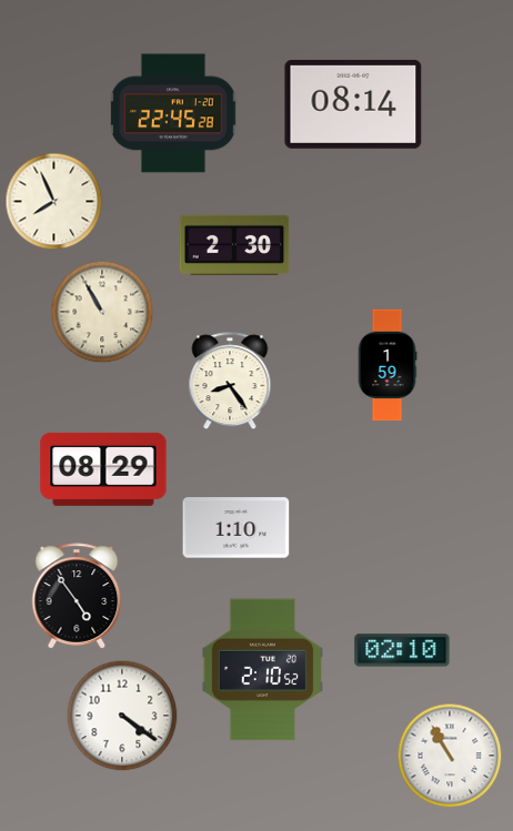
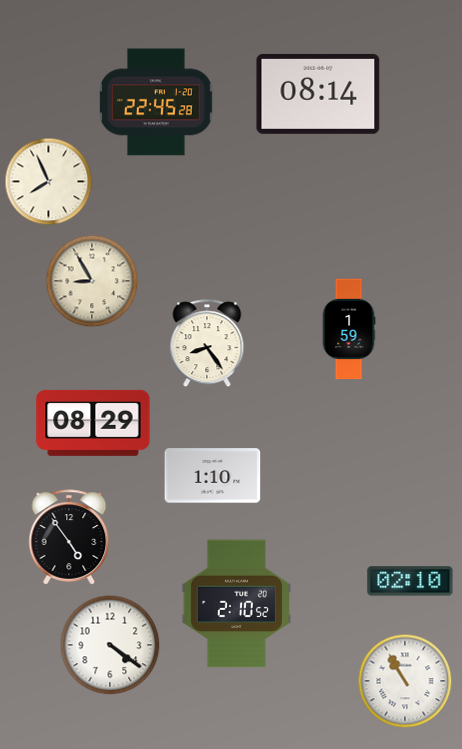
clock at (234, 245): 2:30 -> none
clock at (102, 312): 10:55 -> 8:55
clock at (402, 650) position: (402, 650) -> (410, 581)
